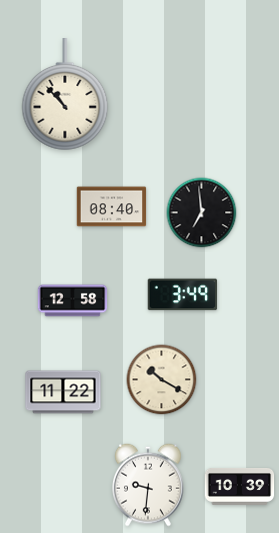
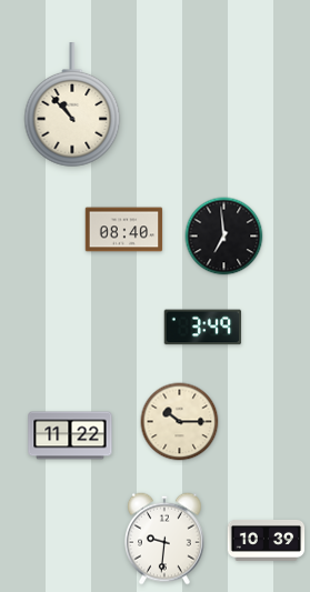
clock at (73, 301): 12:58 -> none
clock at (162, 380): 10:20 -> 10:15
